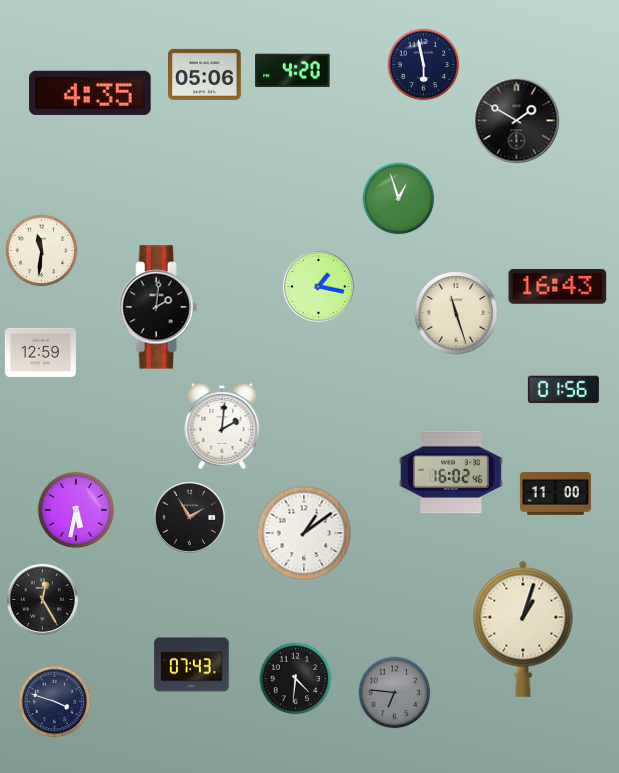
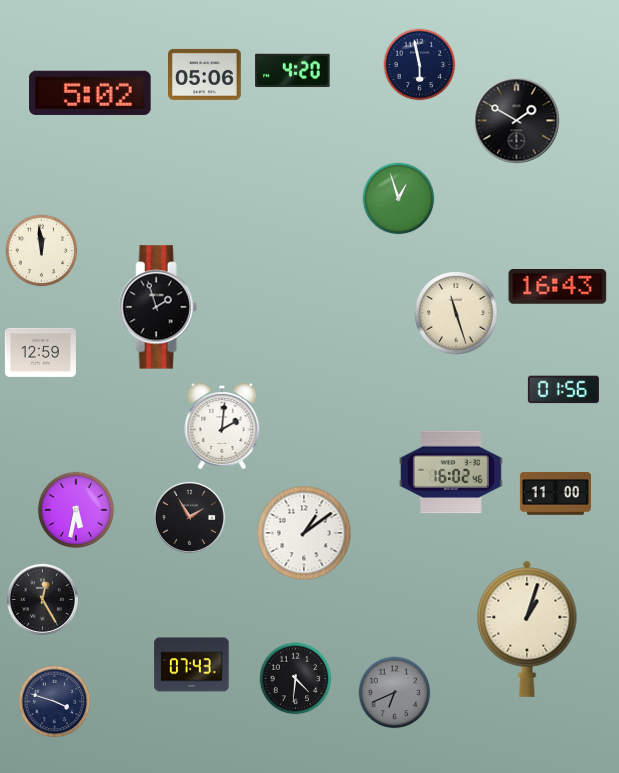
clock at (424, 65) position: (424, 65) -> (420, 65)
clock at (90, 92): 4:35 -> 5:02
clock at (42, 251): 11:31 -> 11:59
clock at (318, 286): 1:17 -> none
clock at (158, 307): 2:01 -> 1:57
clock at (523, 629) position: (523, 629) -> (527, 629)
clock at (395, 693): 6:46 -> 6:41
